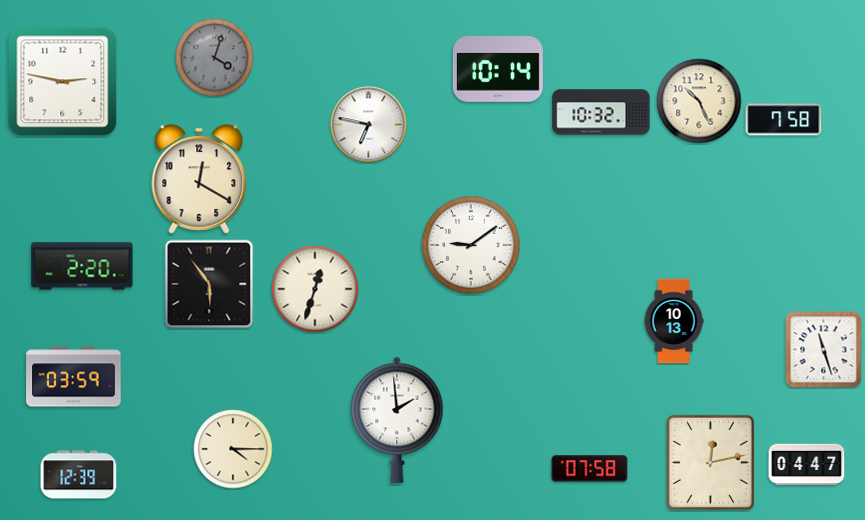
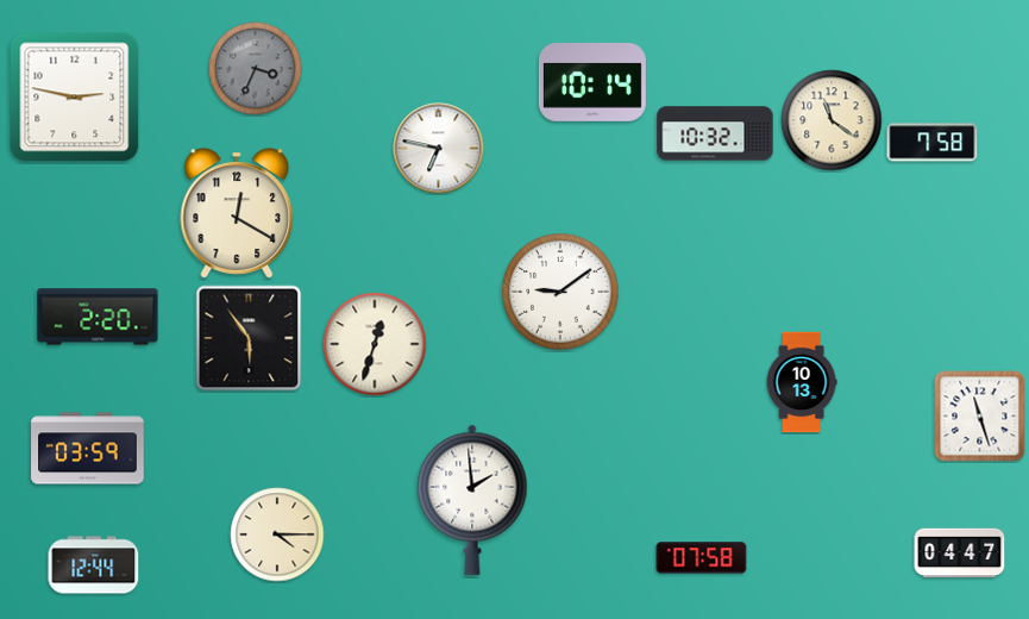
clock at (215, 58): 4:03 -> 3:34
clock at (699, 101): 10:26 -> 11:21
clock at (710, 462): 12:13 -> none
clock at (79, 475): 12:39 -> 12:44
